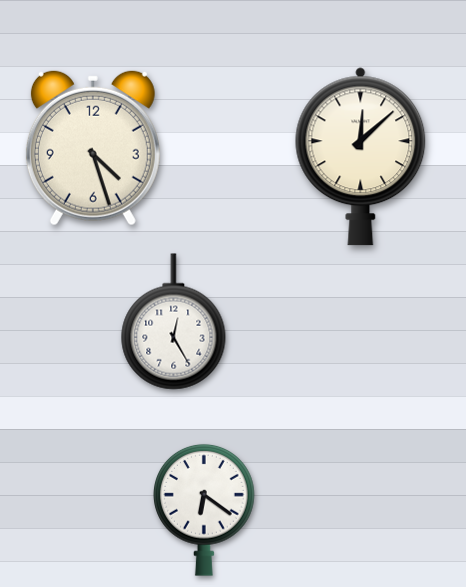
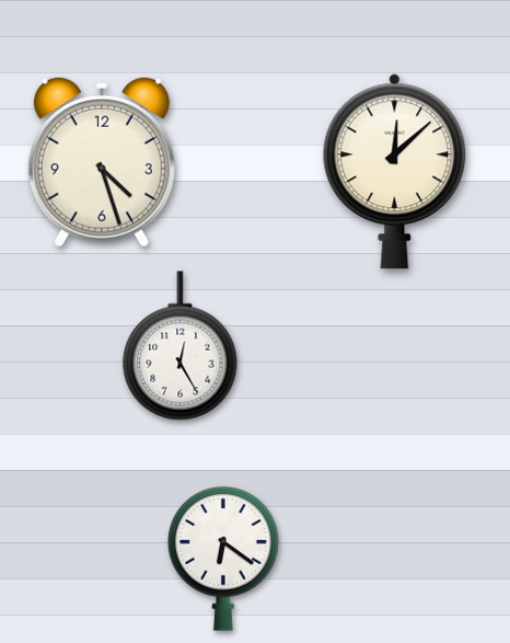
clock at (174, 322) position: (174, 322) -> (181, 346)
